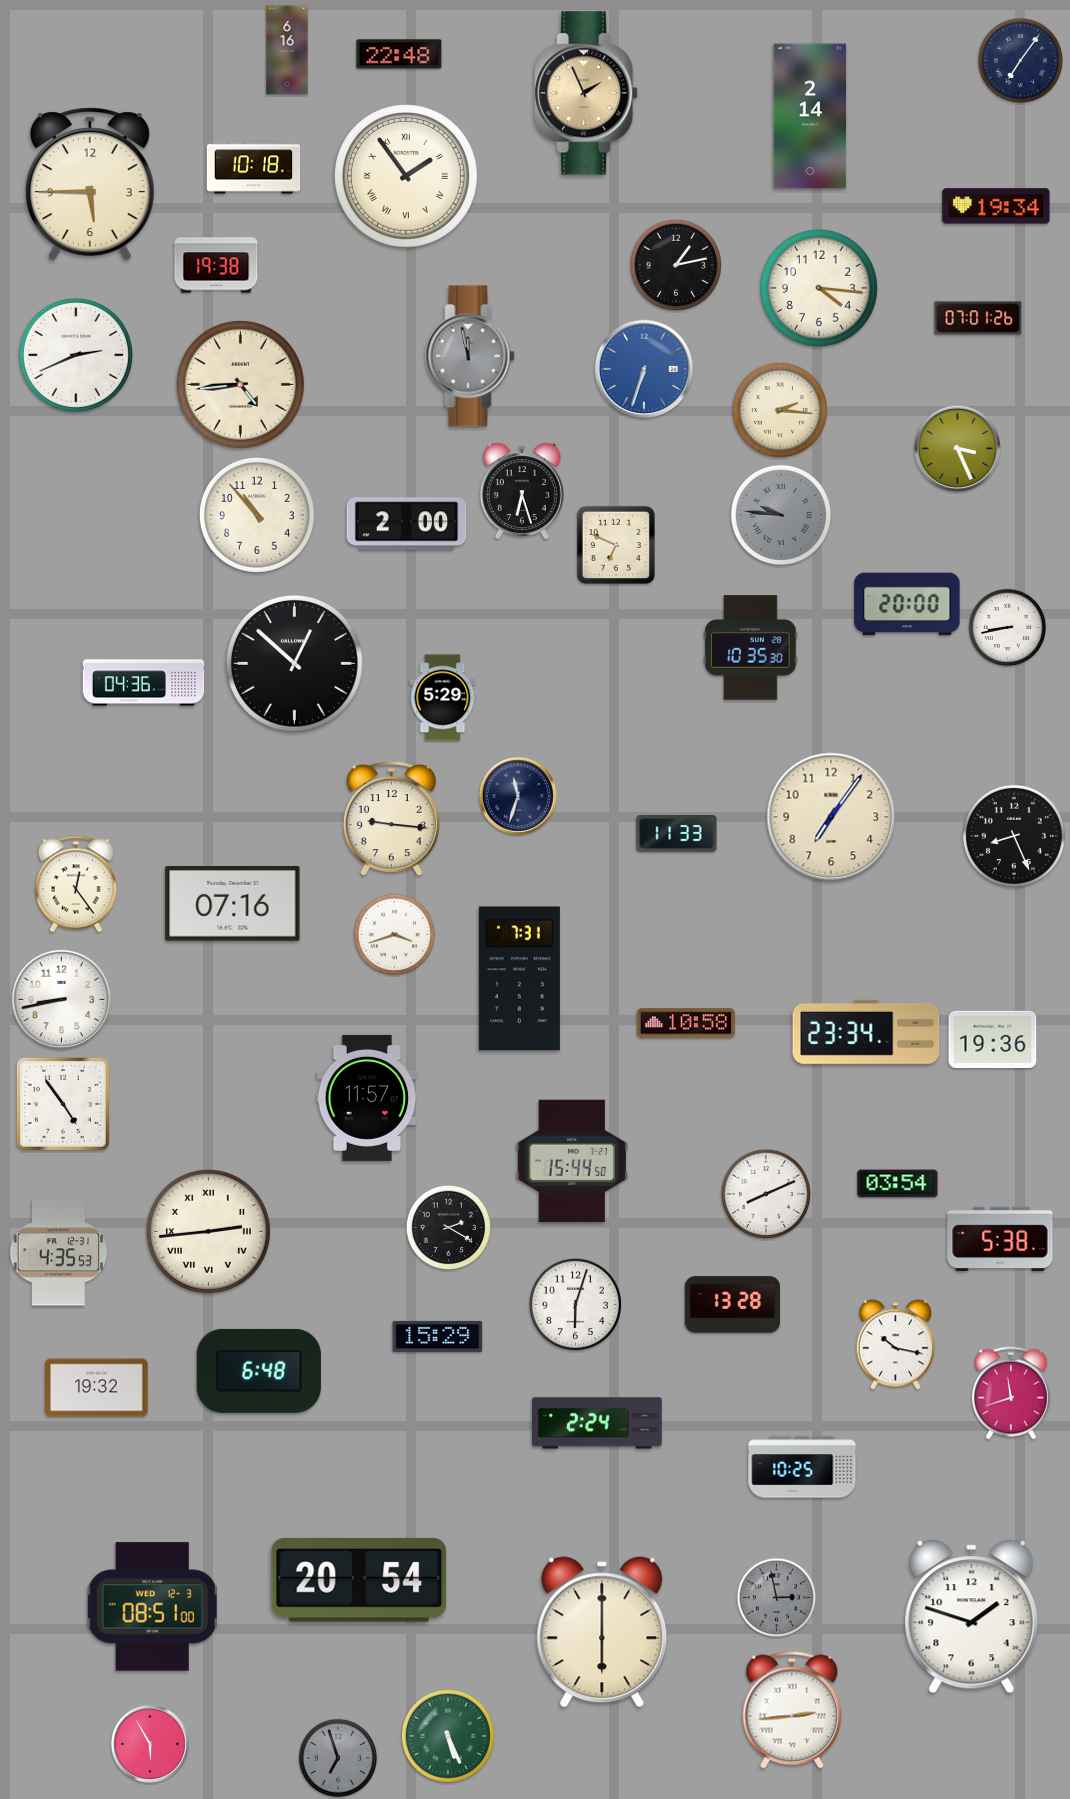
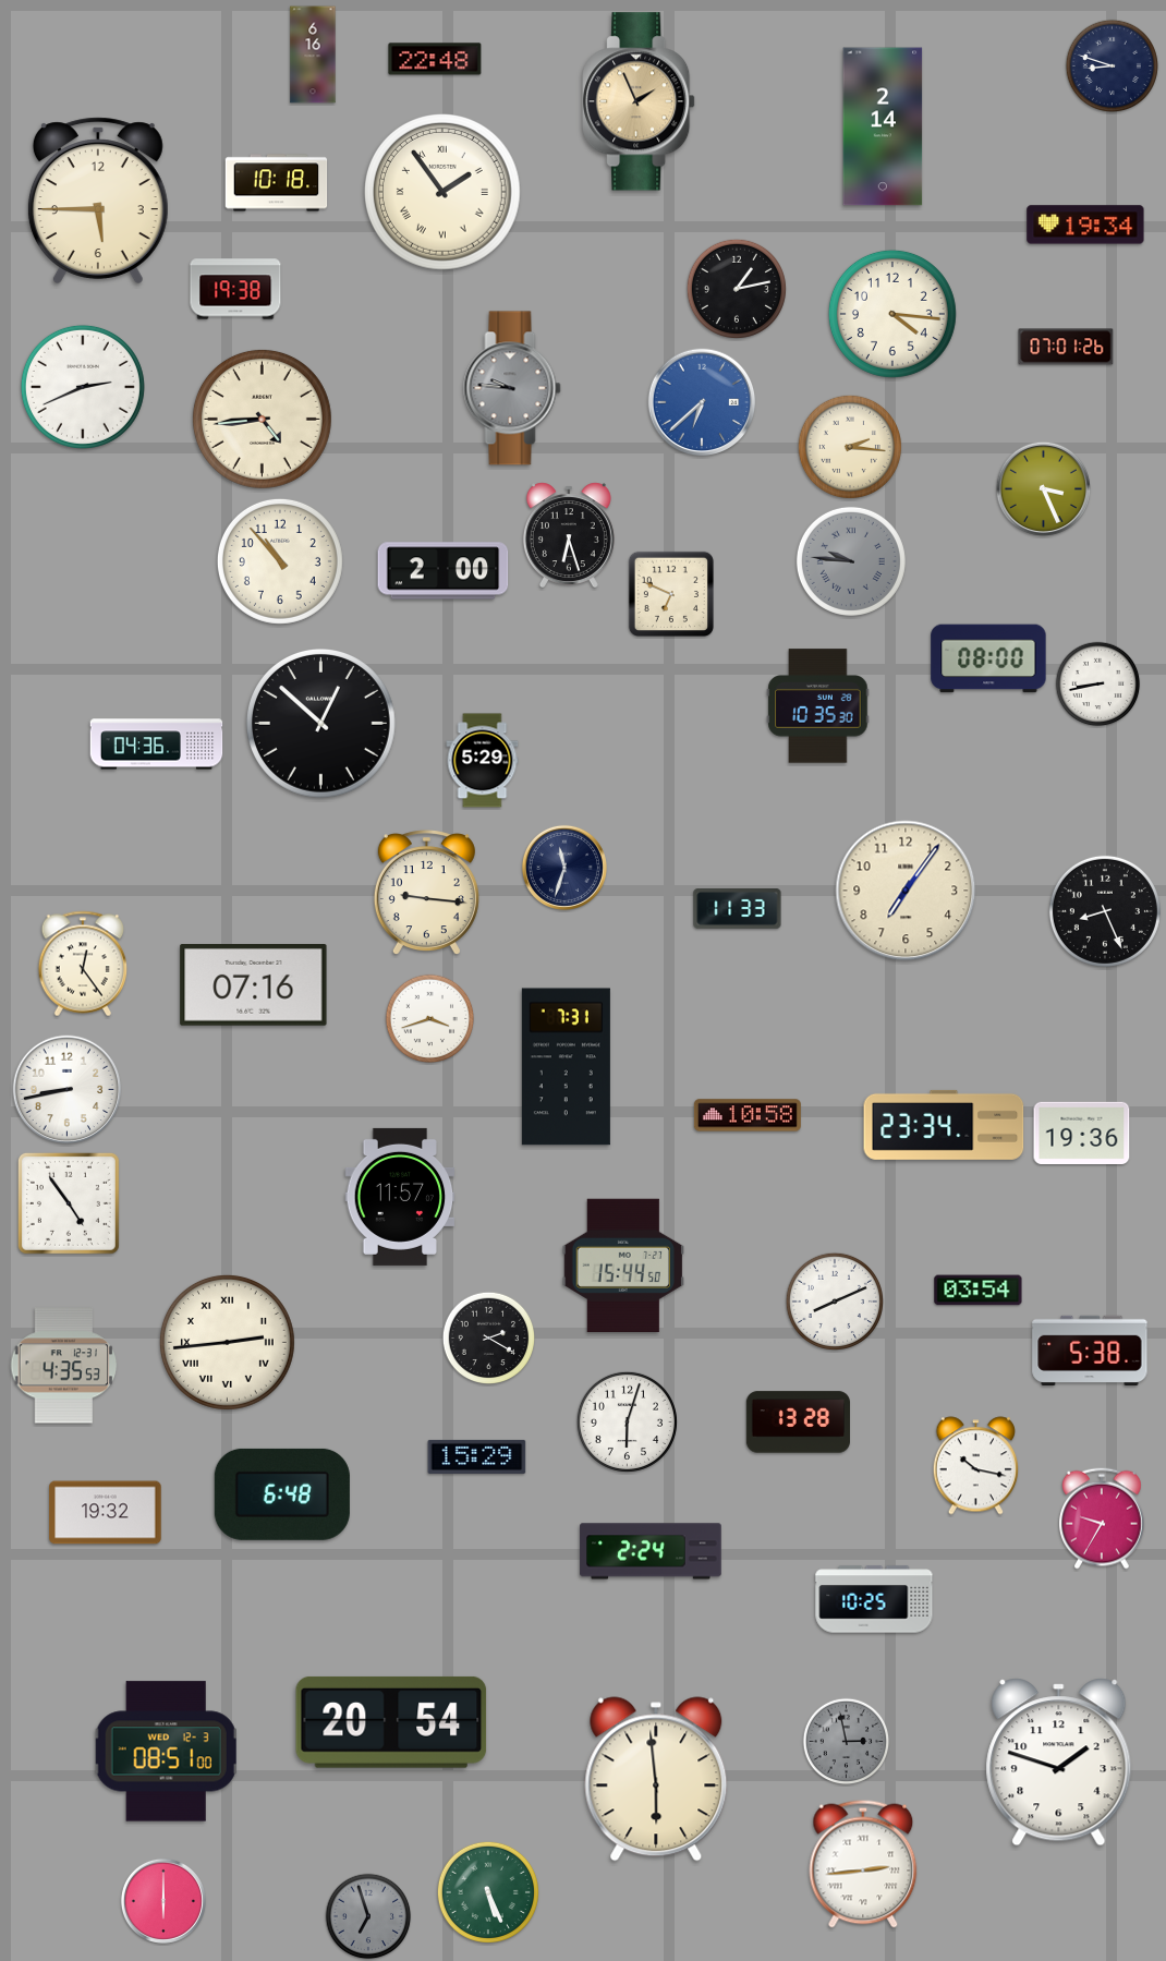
clock at (1021, 61): 7:06 -> 8:48
clock at (470, 356): 11:58 -> 9:46
clock at (644, 369): 6:33 -> 6:38
clock at (907, 604): 20:00 -> 08:00
clock at (1012, 1393): 11:42 -> 9:35
clock at (602, 1632): 6:00 -> 5:59
clock at (150, 1744): 5:55 -> 6:00
